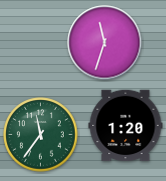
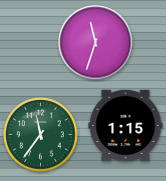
clock at (105, 43) position: (105, 43) -> (96, 43)
clock at (126, 126): 1:20 -> 1:15
